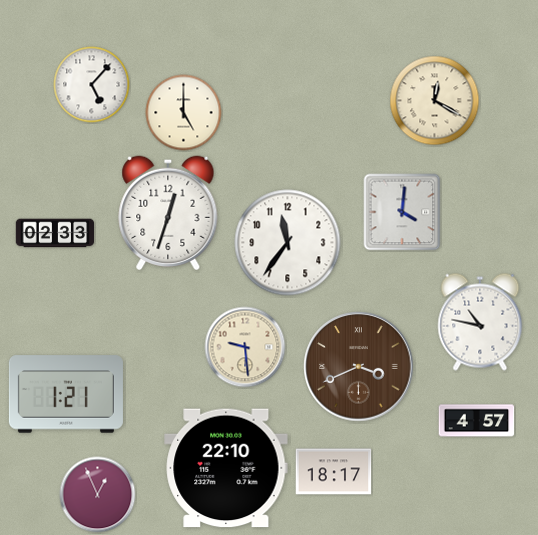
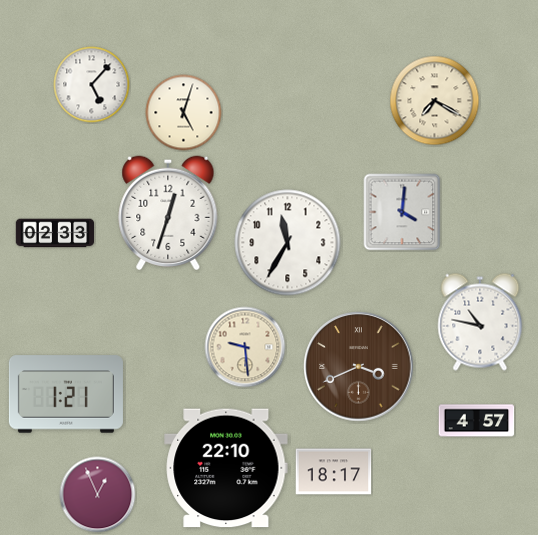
clock at (435, 101): 12:20 -> 7:20
clock at (184, 113): 5:00 -> 5:03
clock at (288, 243): 11:36 -> 11:35
